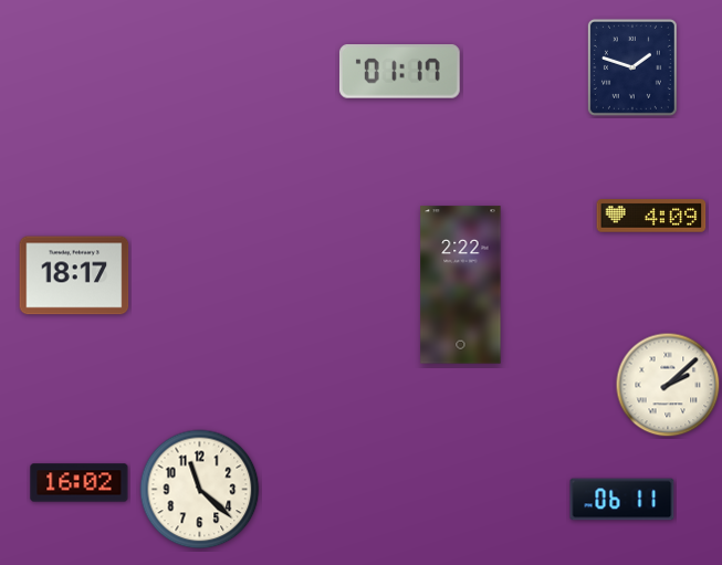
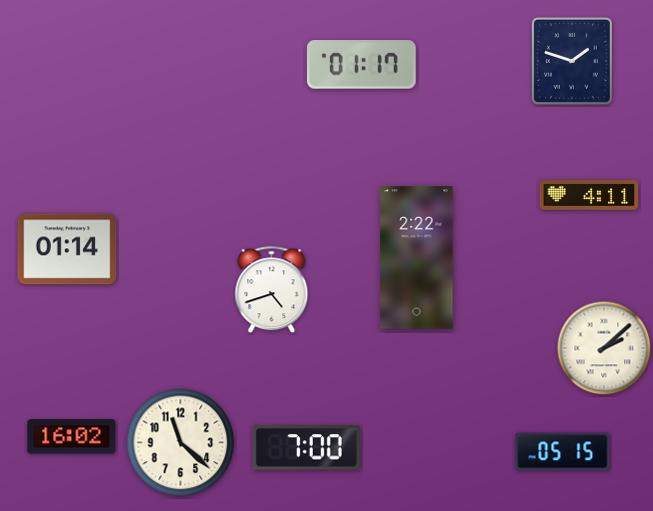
clock at (651, 216): 4:09 -> 4:11
clock at (74, 275): 18:17 -> 01:14
clock at (272, 290): none -> 4:42
clock at (306, 448): none -> 7:00
clock at (622, 500): 06:11 -> 05:15
